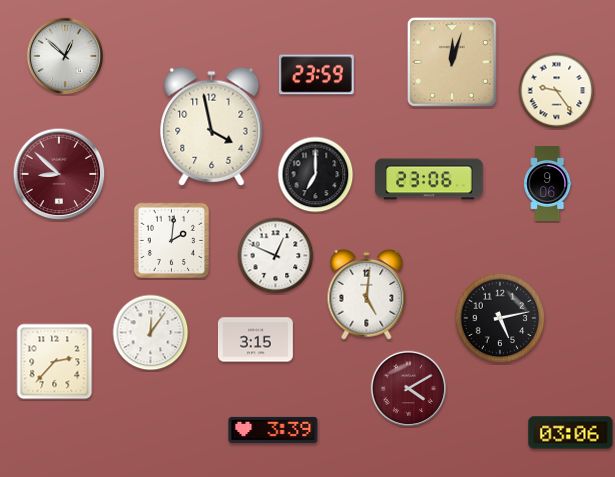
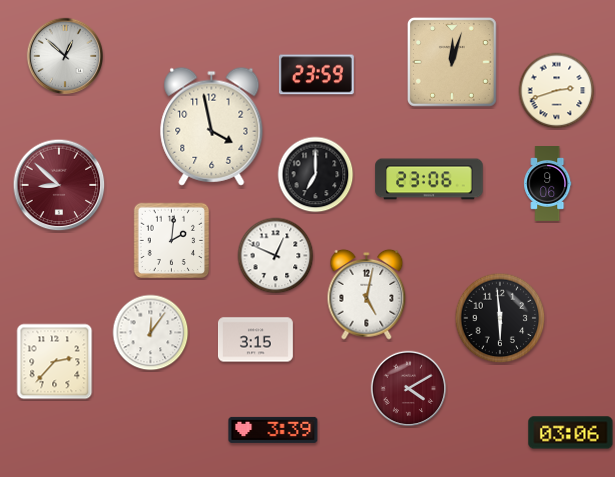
clock at (557, 91): 9:24 -> 2:42
clock at (59, 174) position: (59, 174) -> (59, 185)
clock at (367, 294): 5:01 -> 5:02
clock at (500, 318): 5:13 -> 5:59
